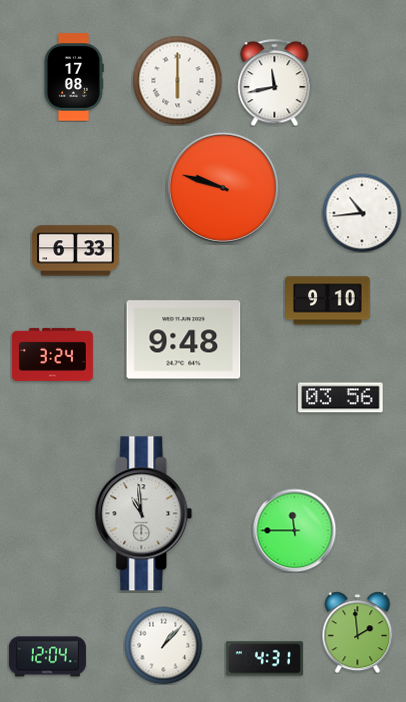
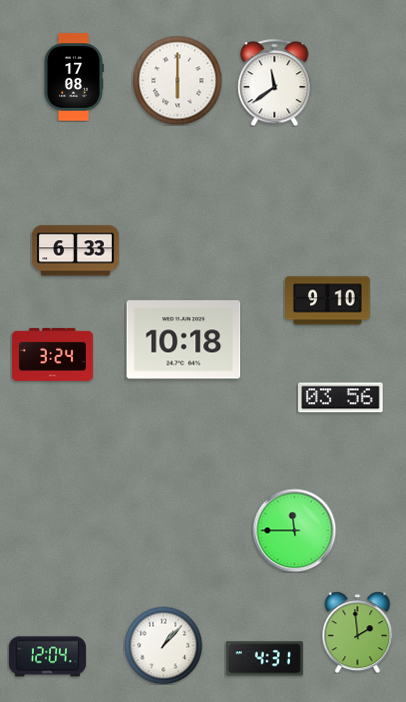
clock at (275, 82): 11:43 -> 11:39
clock at (223, 188): 9:48 -> none
clock at (362, 213): 10:44 -> none
clock at (184, 340): 9:48 -> 10:18
clock at (144, 514): 10:59 -> none
